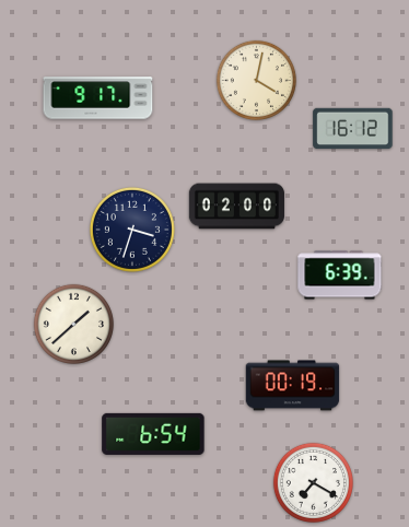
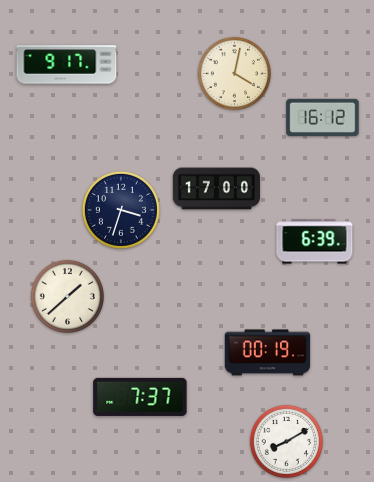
clock at (98, 98) position: (98, 98) -> (67, 65)
clock at (236, 207): 02:00 -> 17:00
clock at (340, 276) position: (340, 276) -> (315, 242)
clock at (153, 434): 6:54 -> 7:37
clock at (313, 482): 7:20 -> 8:10
